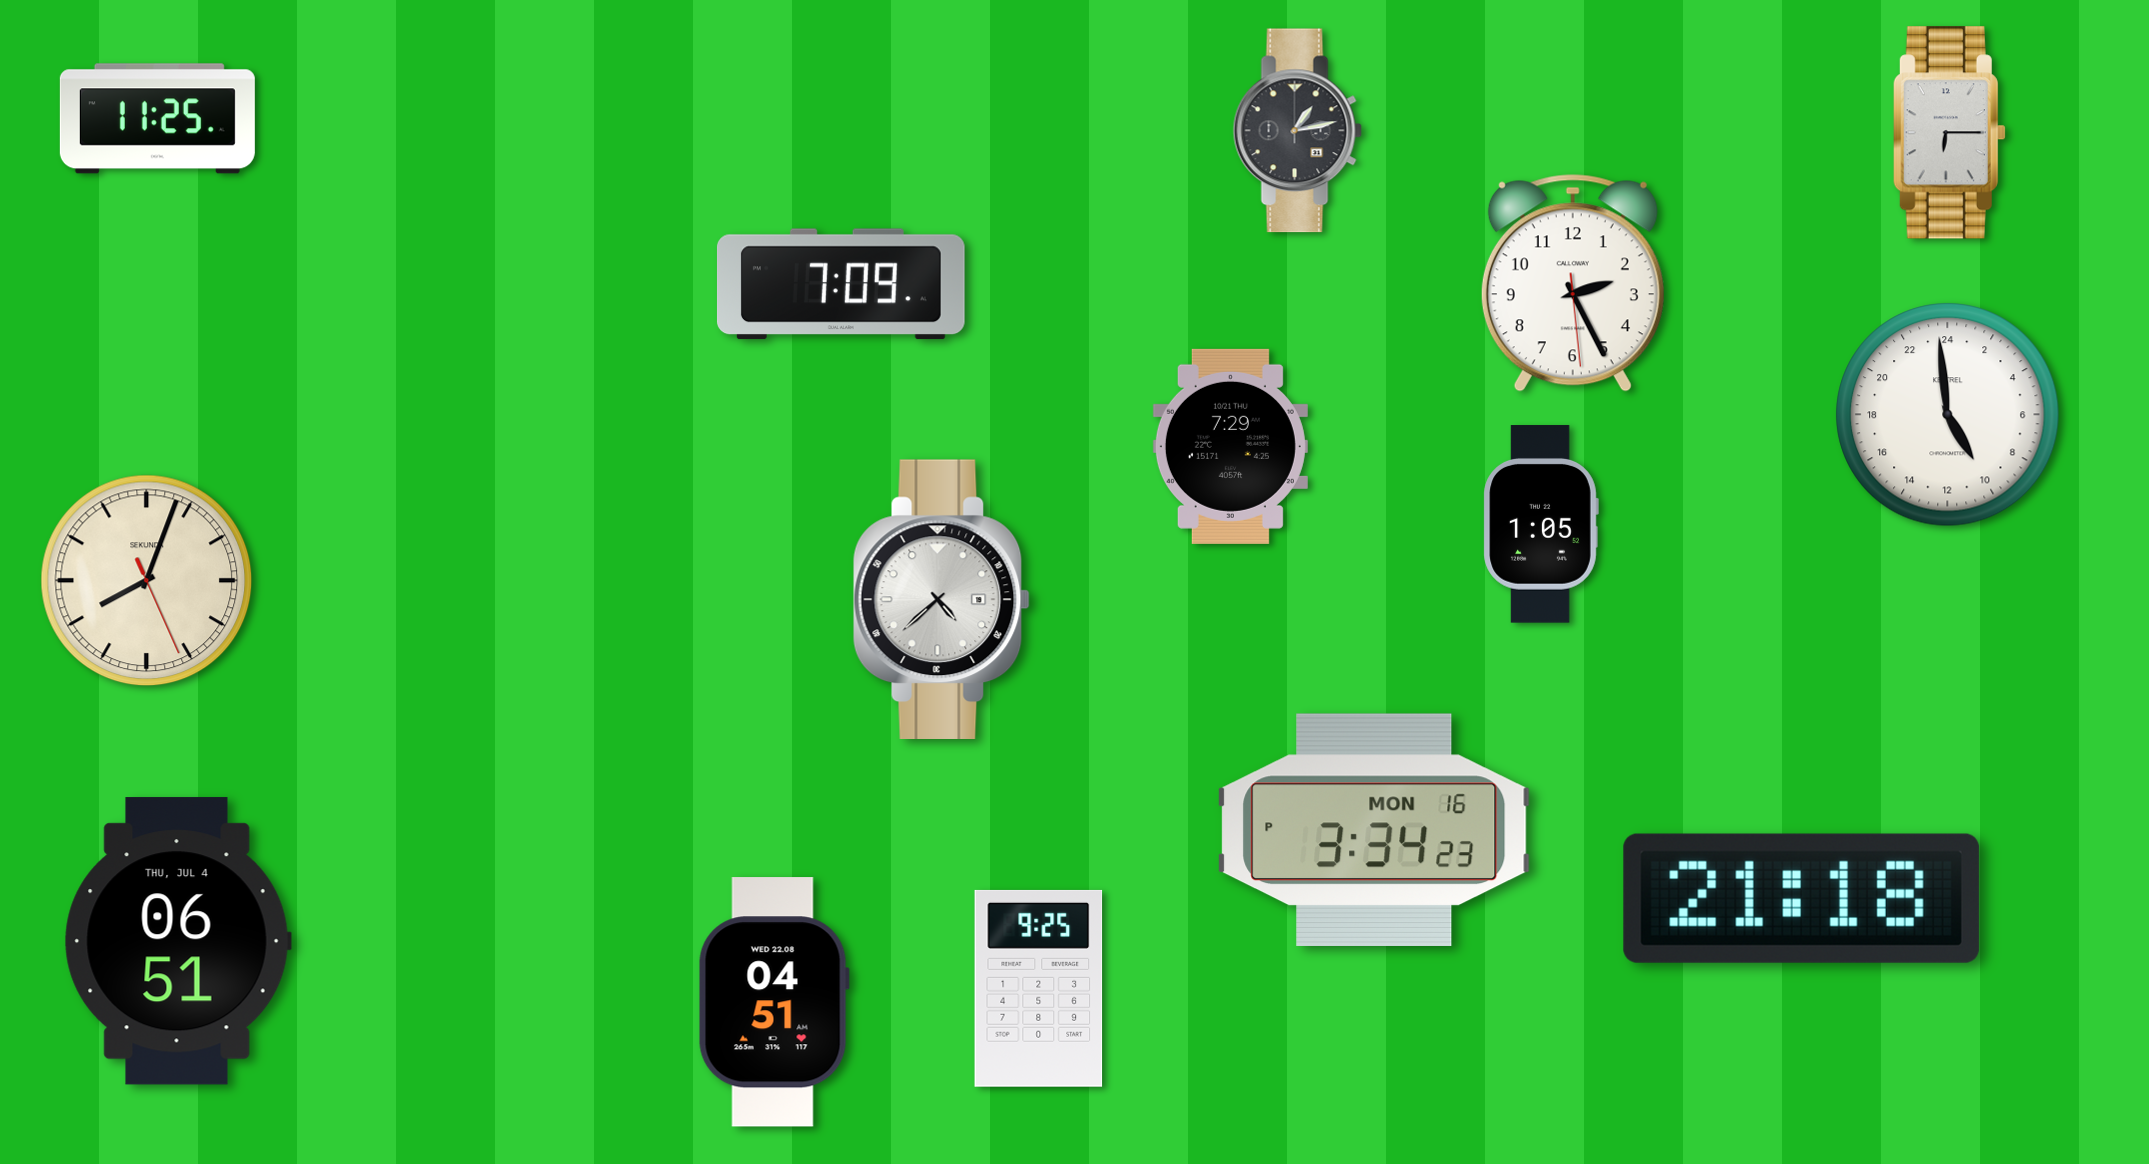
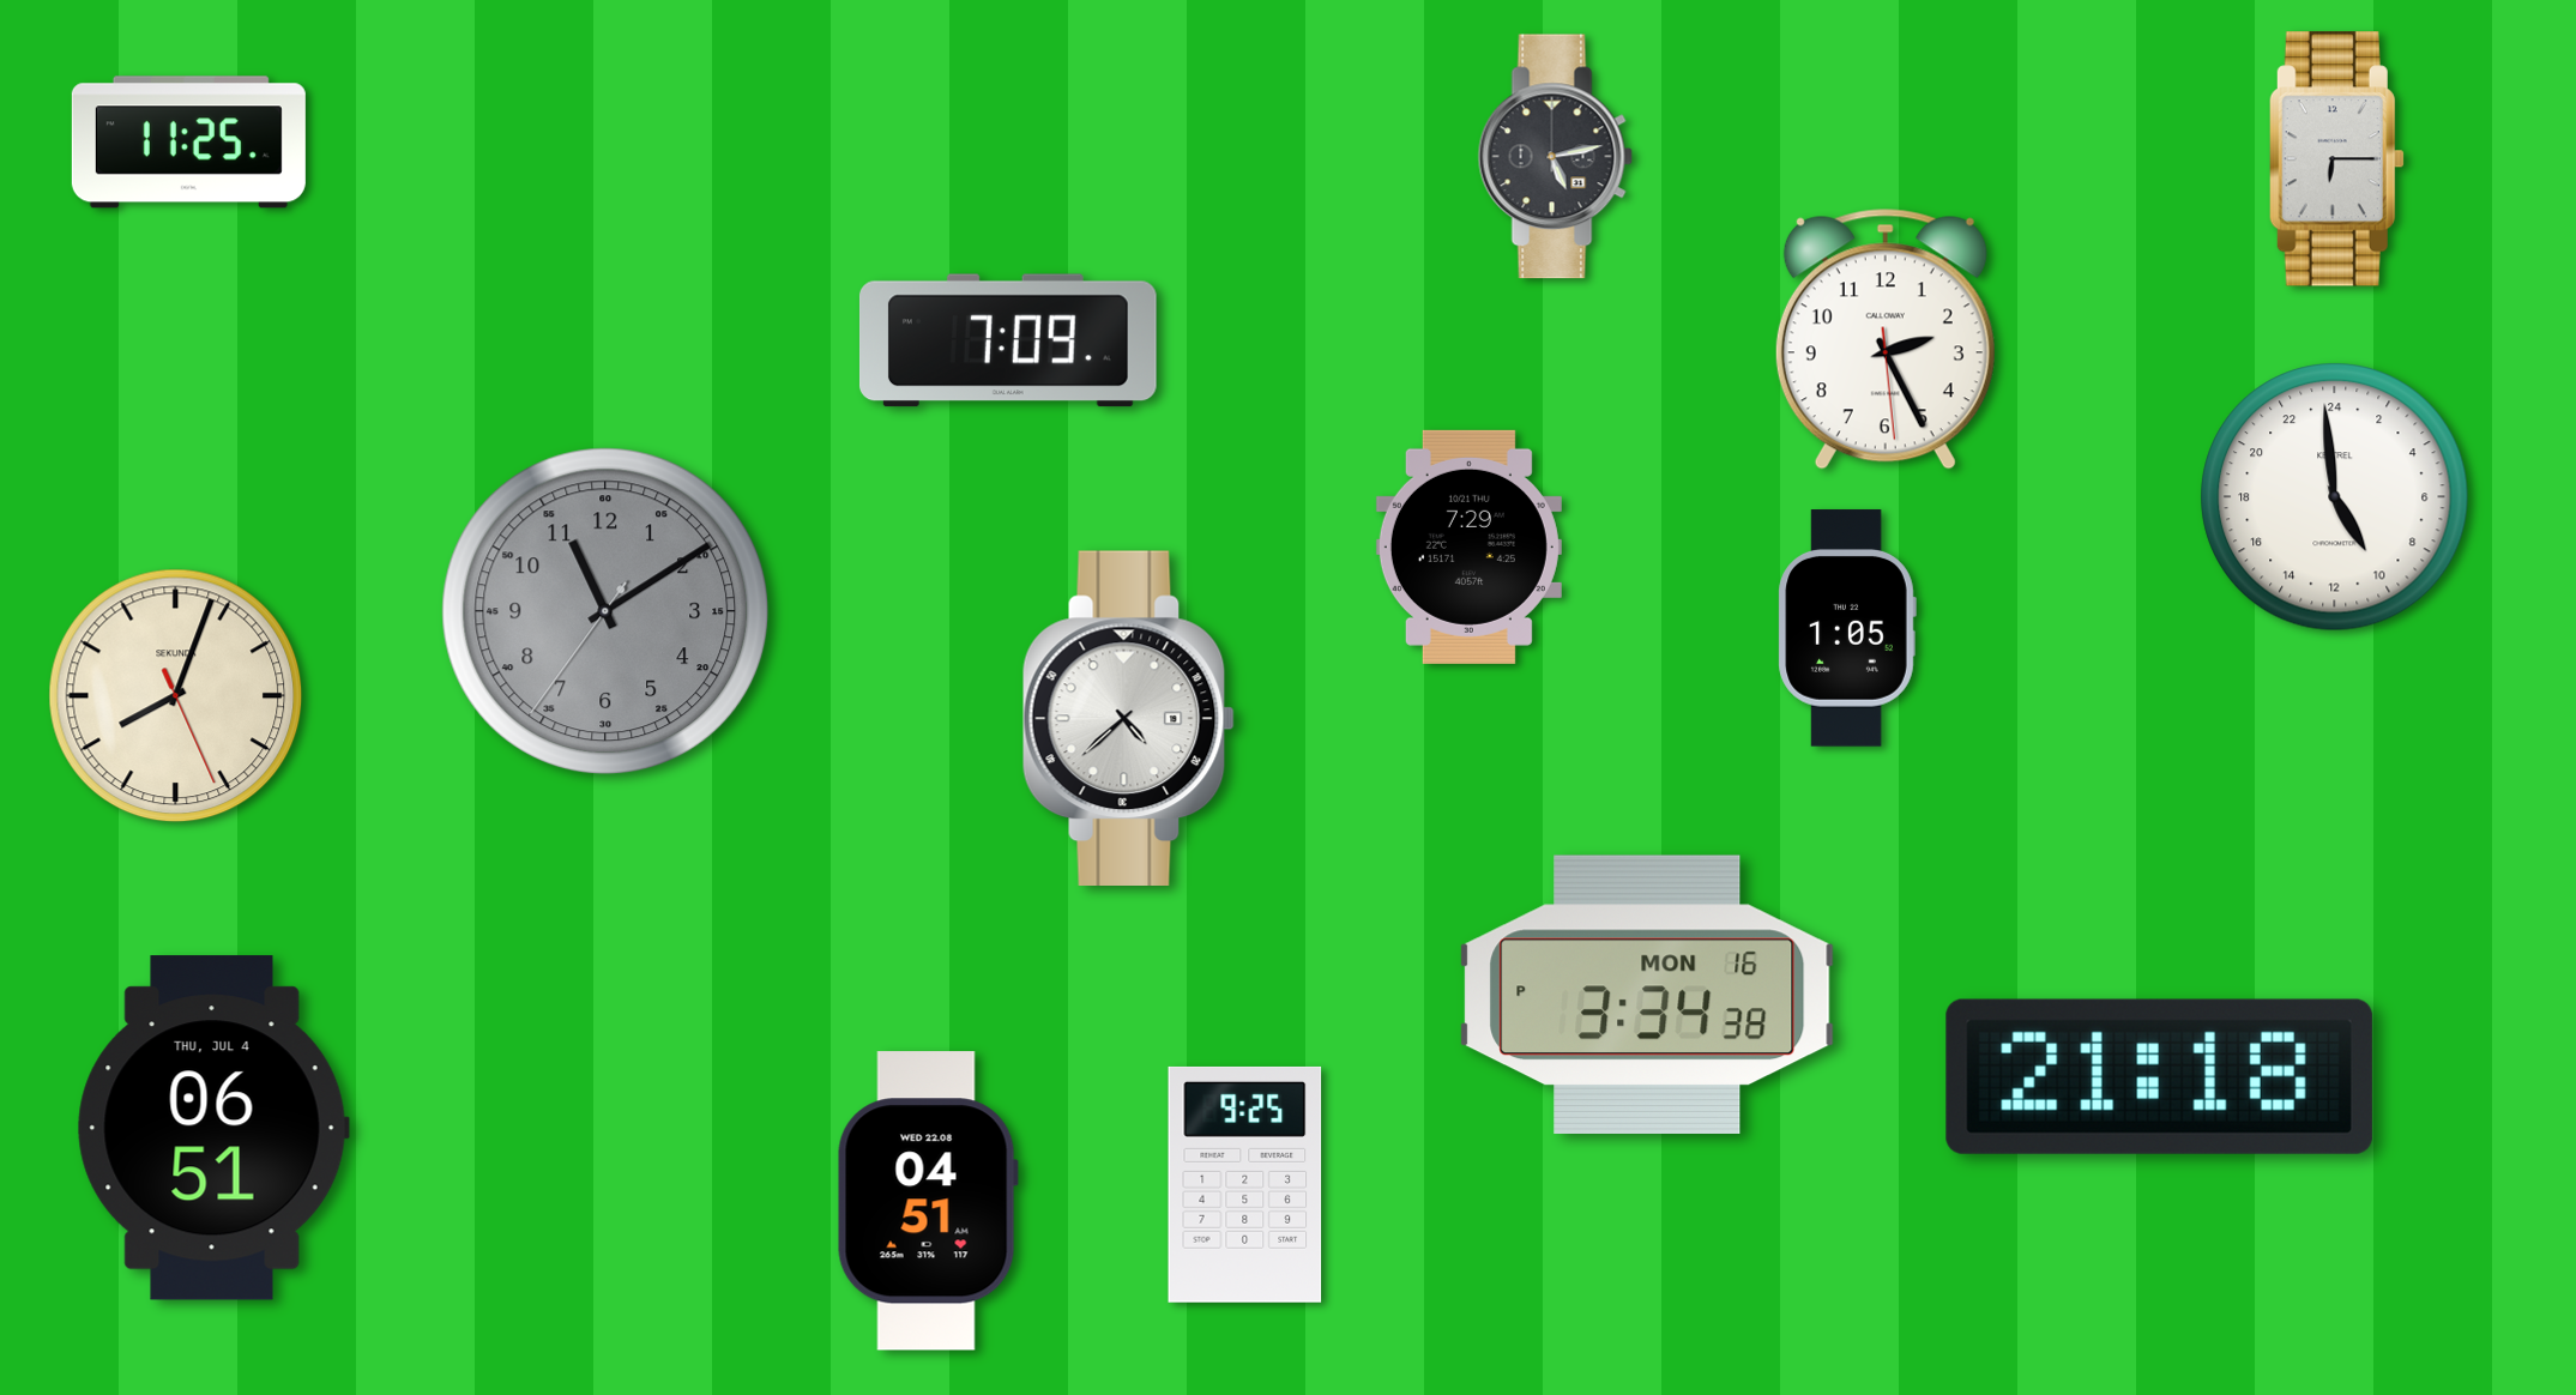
clock at (1297, 131): 1:13 -> 5:13
clock at (1230, 446) position: (1230, 446) -> (1468, 546)
clock at (605, 611): none -> 11:09
clock at (1374, 830): 3:34:23 PM -> 3:34:38 PM
